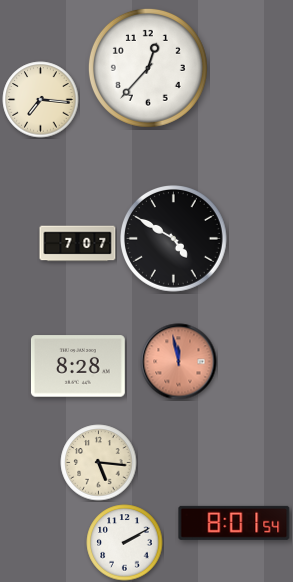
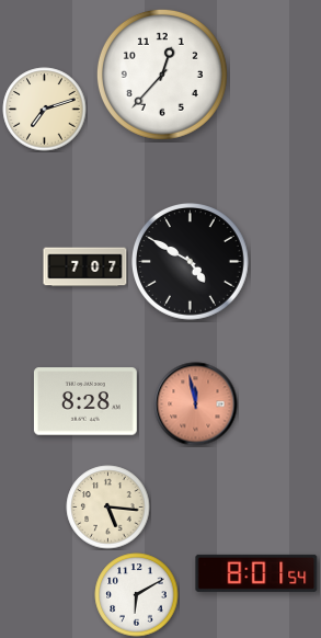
clock at (41, 100): 7:16 -> 7:12
clock at (179, 362) position: (179, 362) -> (196, 405)
clock at (125, 543): 2:10 -> 6:10
